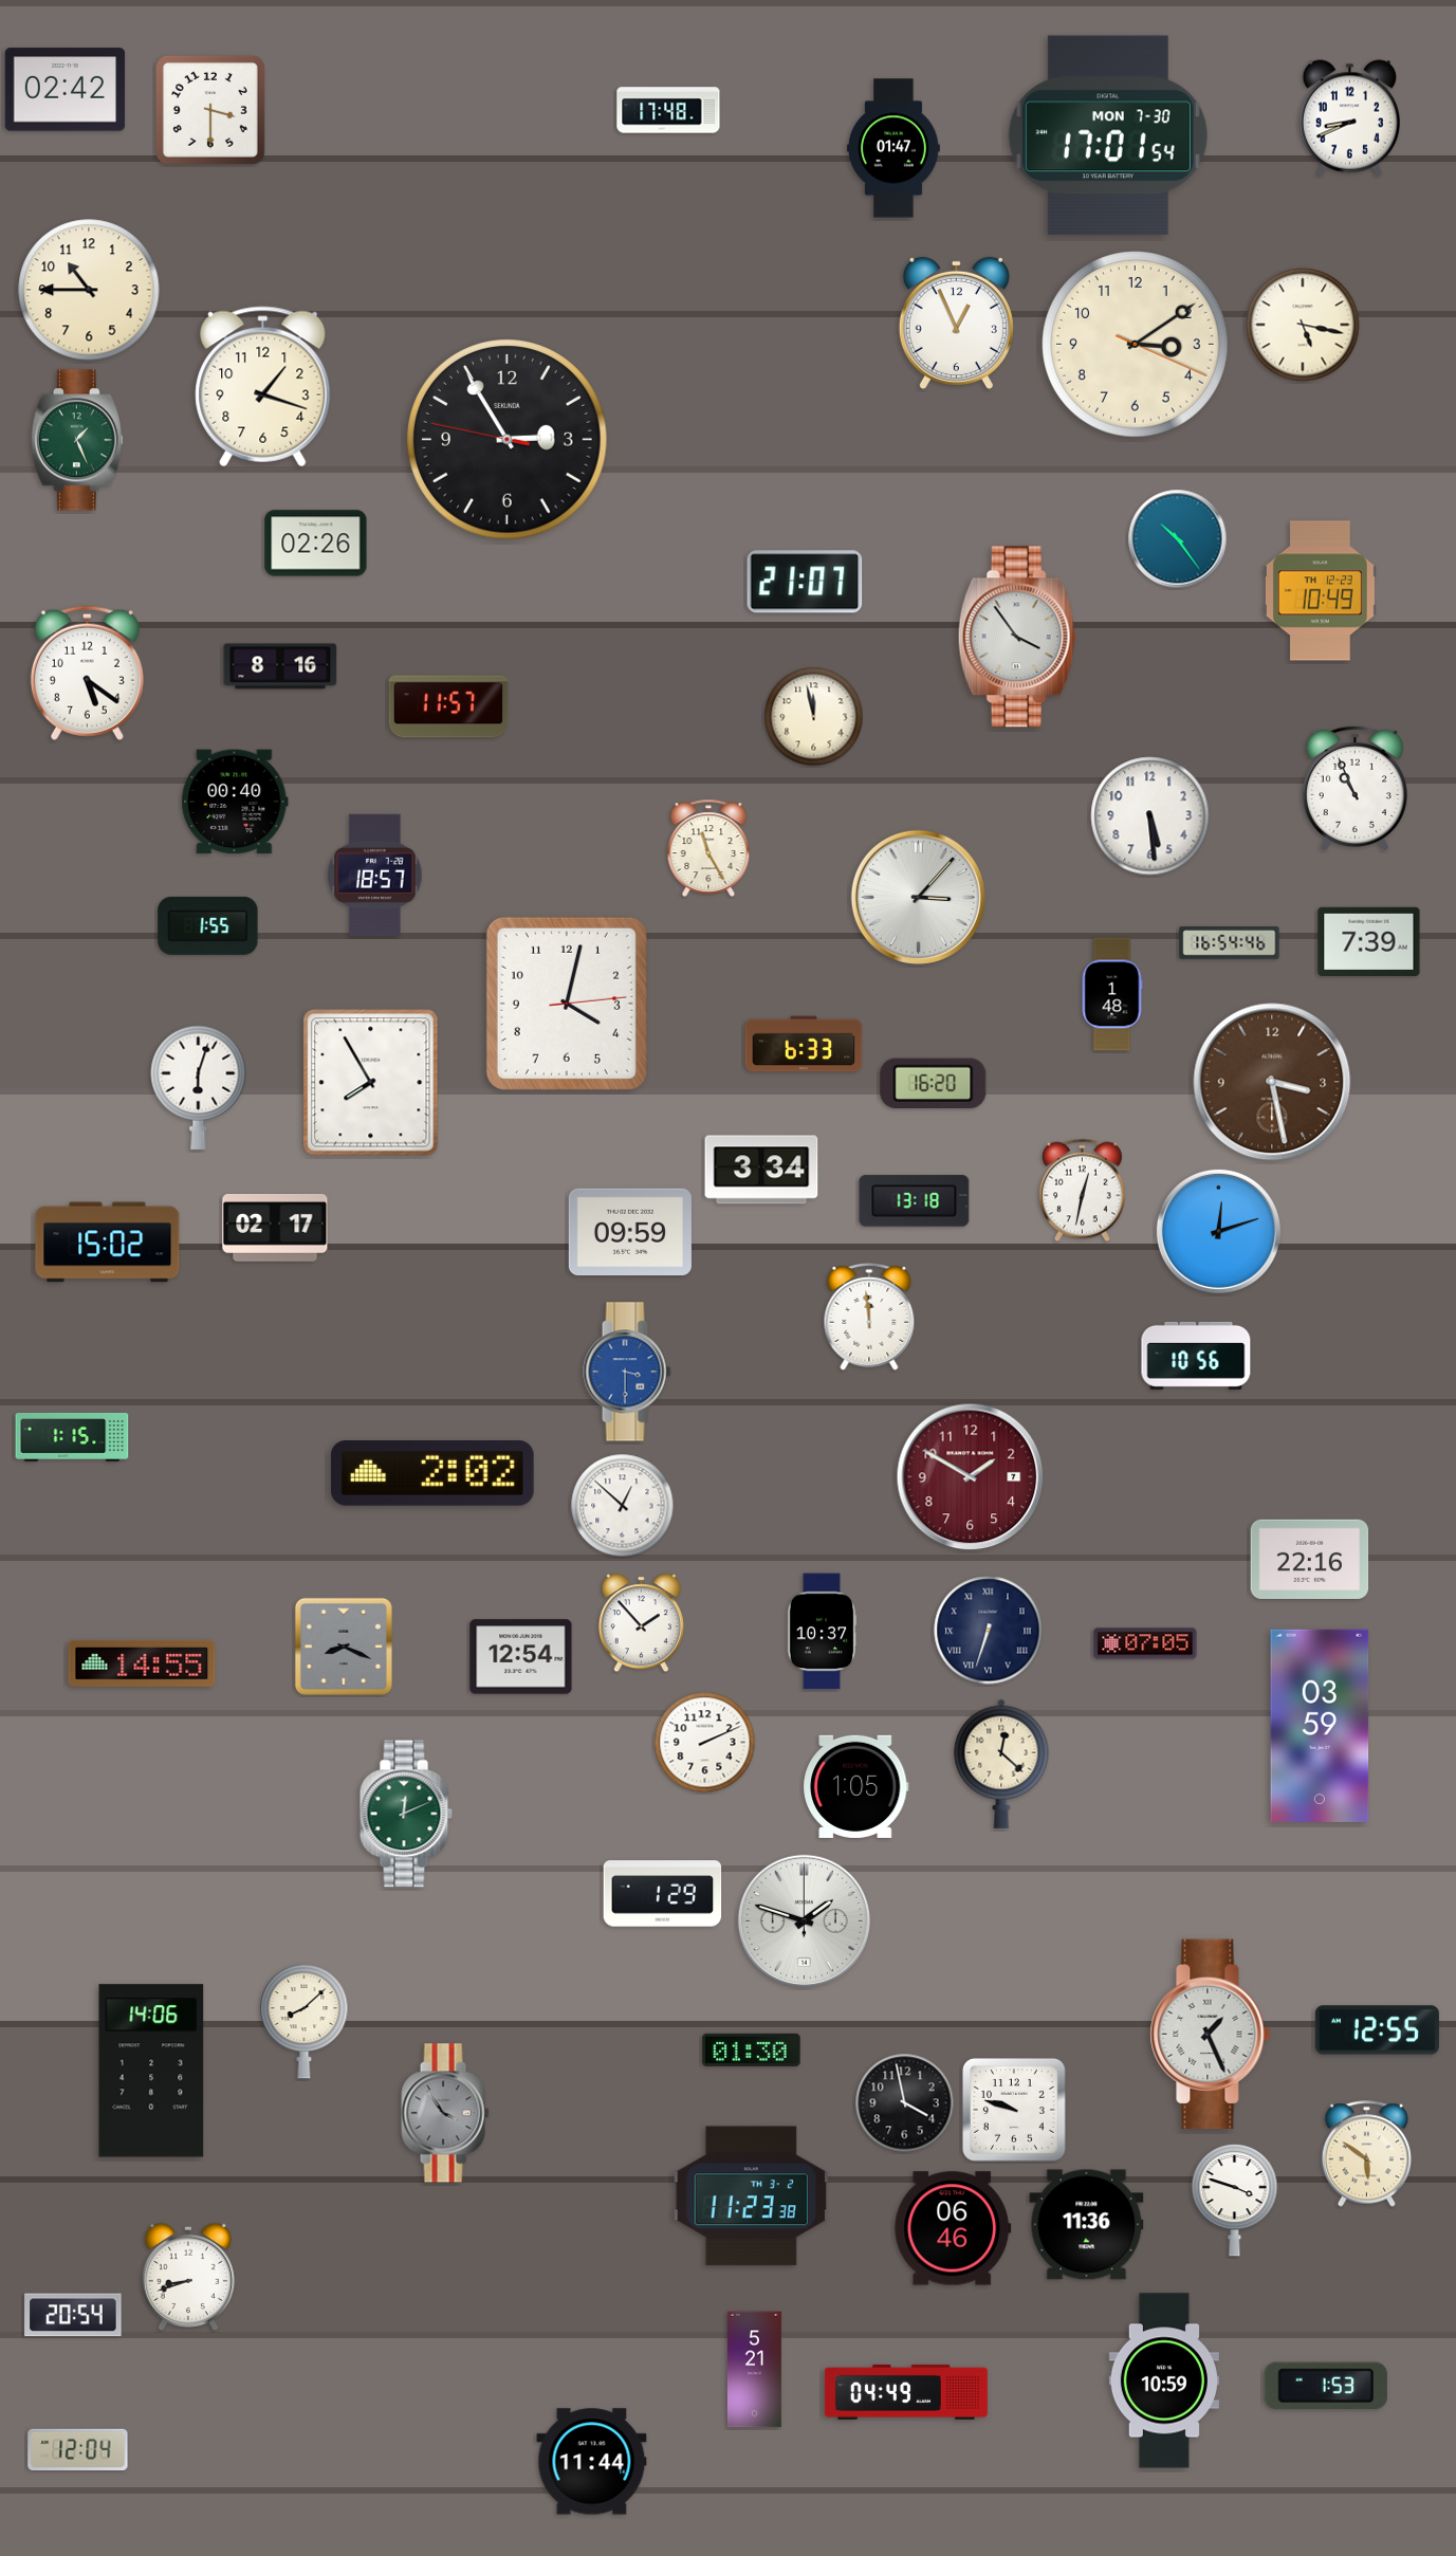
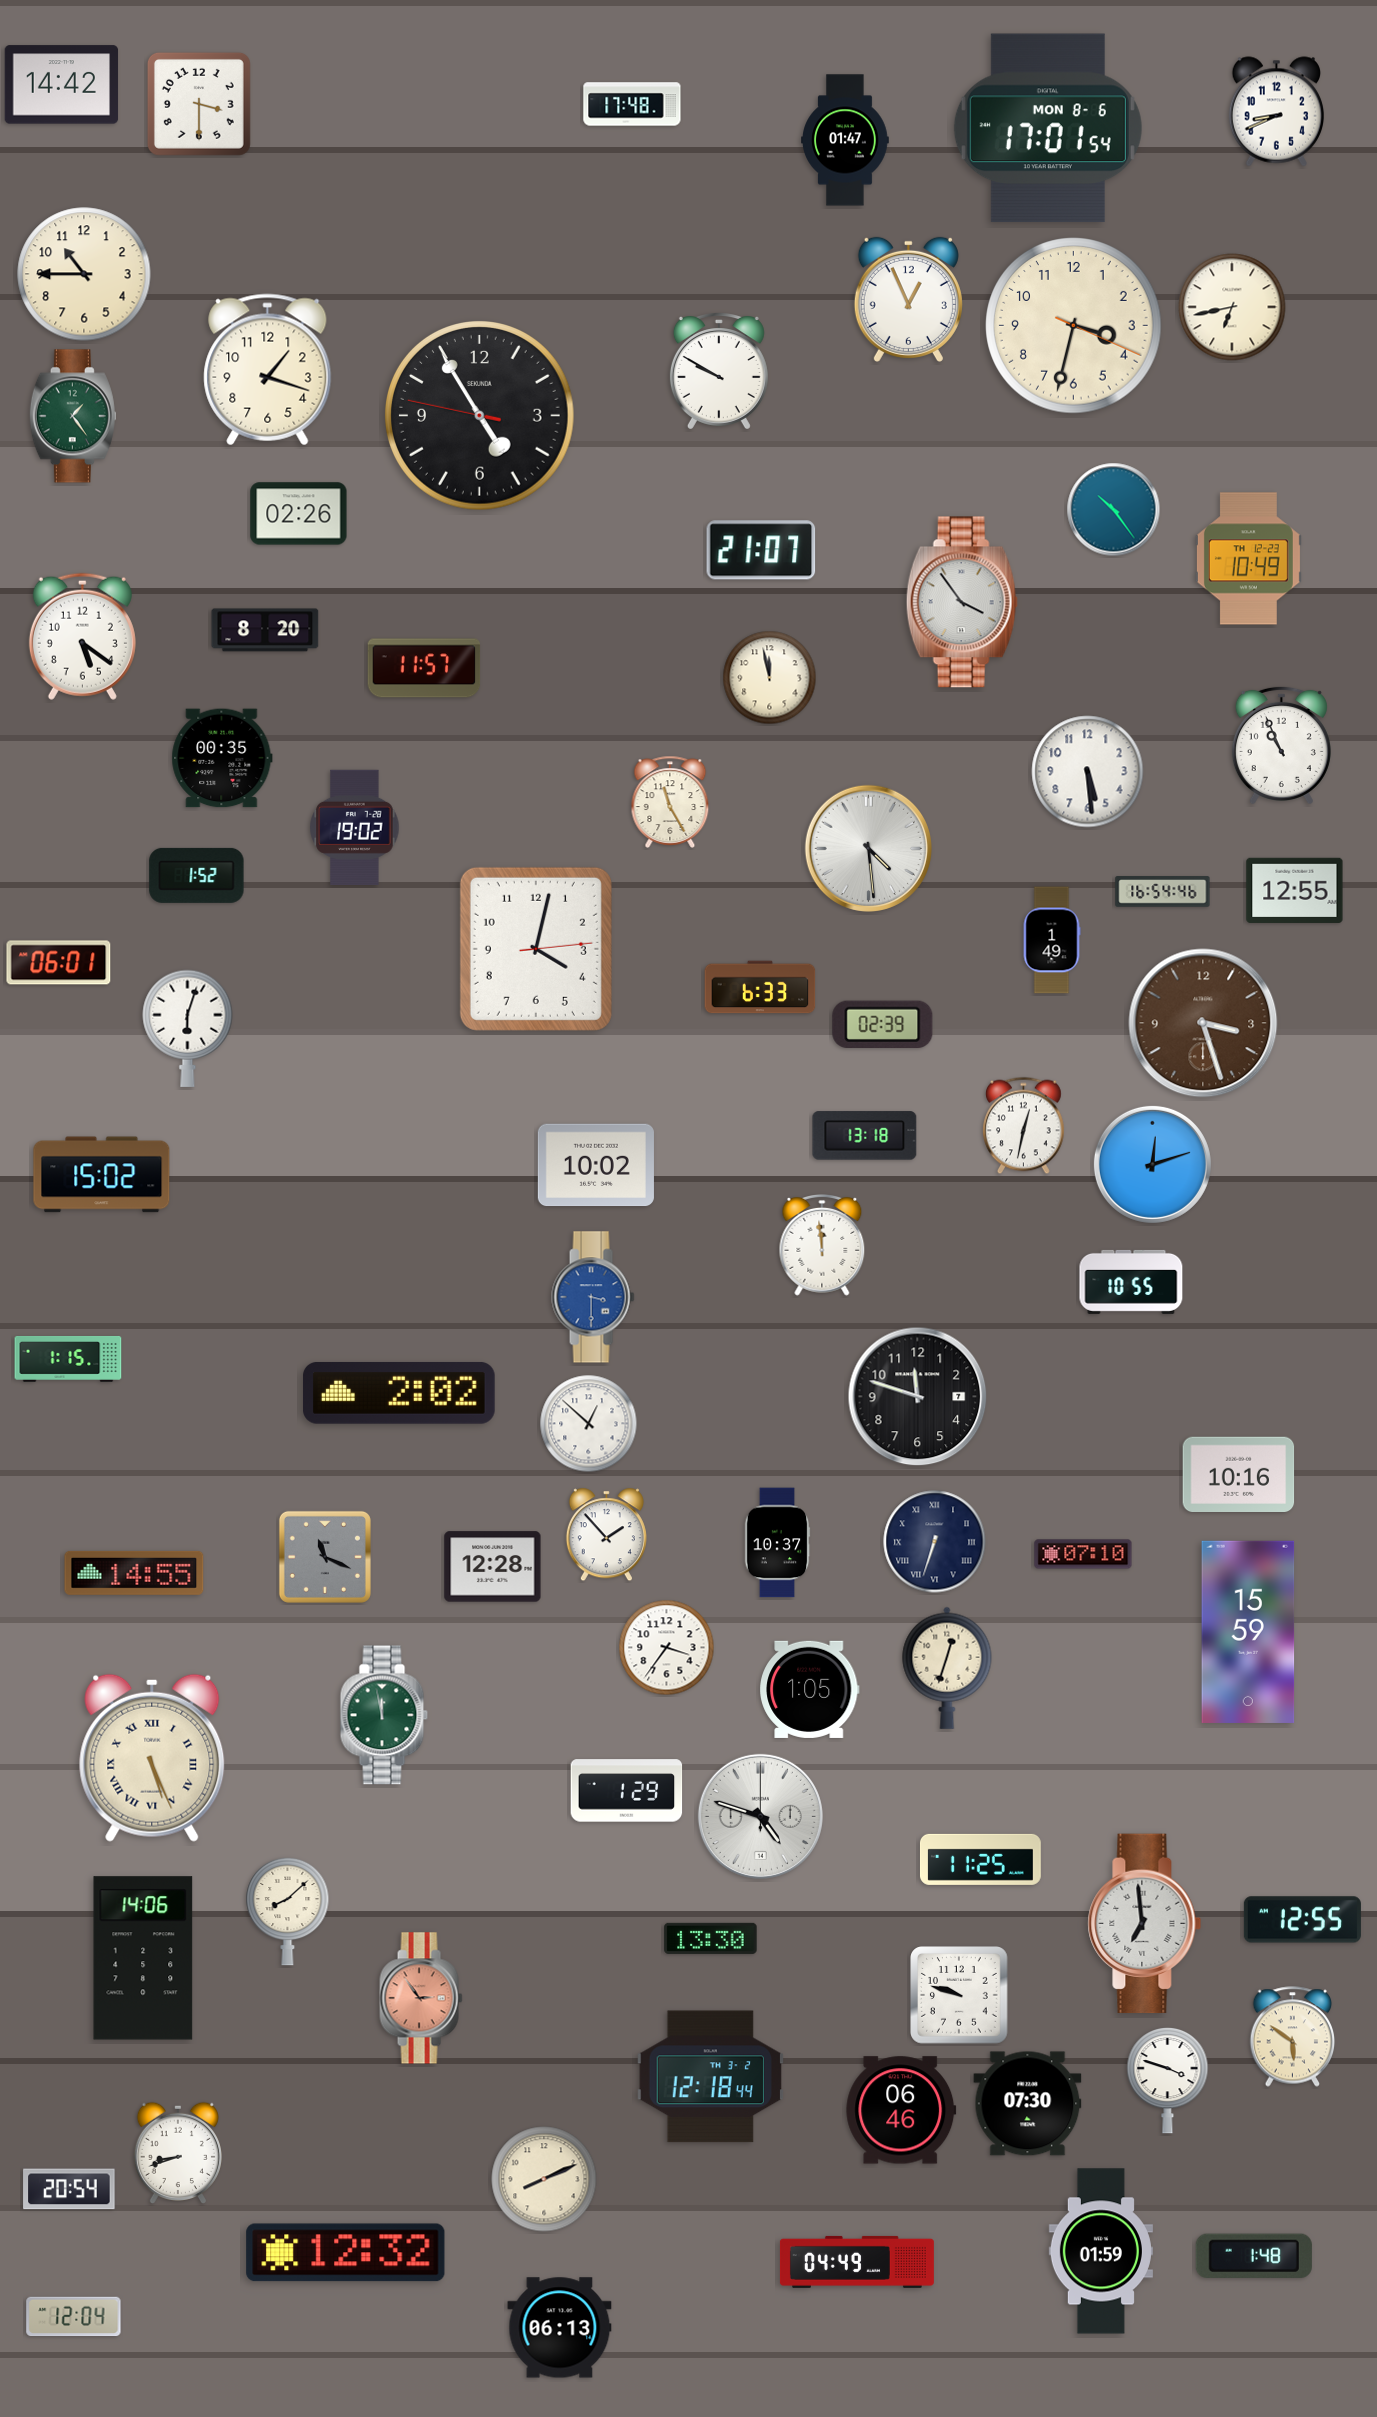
clock at (66, 90): 02:42 -> 14:42
clock at (1108, 135) date: MON 7-30 -> MON 8-6
clock at (956, 323) position: (956, 323) -> (908, 299)
clock at (1303, 325): 5:17 -> 6:43
clock at (1136, 345): 3:09 -> 3:32
clock at (263, 387) position: (263, 387) -> (268, 370)
clock at (719, 371): none -> 9:50
clock at (77, 440): 1:26 -> 1:24
clock at (508, 440): 2:54 -> 4:54
clock at (280, 666): 8:16 -> 8:20
clock at (235, 802): 00:40 -> 00:35
clock at (375, 875): 18:57 -> 19:02
clock at (918, 897): 3:07 -> 4:29
clock at (208, 925): 1:55 -> 1:52
clock at (1369, 941): 7:39 -> 12:55
clock at (1112, 994): 1:48 -> 1:49
clock at (59, 963): none -> 06:01
clock at (1272, 1082): 3:28 -> 3:27
clock at (371, 1083): 7:55 -> none
clock at (934, 1083): 16:20 -> 02:39
clock at (761, 1170): 3:34 -> none
clock at (275, 1228): 02:17 -> none
clock at (630, 1232): 09:59 -> 10:02
clock at (1196, 1356): 10:56 -> 10:55
clock at (434, 1473) position: (434, 1473) -> (400, 1393)
clock at (971, 1477): 1:50 -> 11:48
clock at (971, 1477) dial: burgundy -> black
clock at (1310, 1559): 22:16 -> 10:16
clock at (1145, 1643): 07:05 -> 07:10
clock at (344, 1647): 8:19 -> 11:19
clock at (521, 1657): 12:54 -> 12:28
clock at (1320, 1726): 03:59 -> 15:59
clock at (705, 1743): 2:11 -> 3:36
clock at (1001, 1764): 12:22 -> 12:33
clock at (406, 1814): 12:11 -> 11:58
clock at (152, 1758): none -> 5:26
clock at (804, 1920): 1:48 -> 4:48
clock at (980, 1859): none -> 11:25
clock at (1211, 2035): 1:26 -> 6:59
clock at (752, 2049): 01:30 -> 13:30
clock at (905, 2103): 3:58 -> none
clock at (445, 2113): 3:54 -> 2:54
clock at (445, 2113) dial: grey -> salmon
clock at (751, 2196): 11:23 -> 12:18
clock at (1087, 2225): 11:36 -> 07:30
clock at (953, 2228) position: (953, 2228) -> (901, 2110)
clock at (544, 2179): none -> 8:11
clock at (754, 2370): 5:21 -> none
clock at (1164, 2380): 10:59 -> 01:59
clock at (346, 2253): none -> 12:32
clock at (1326, 2386): 1:53 -> 1:48
clock at (592, 2462): 11:44 -> 06:13
